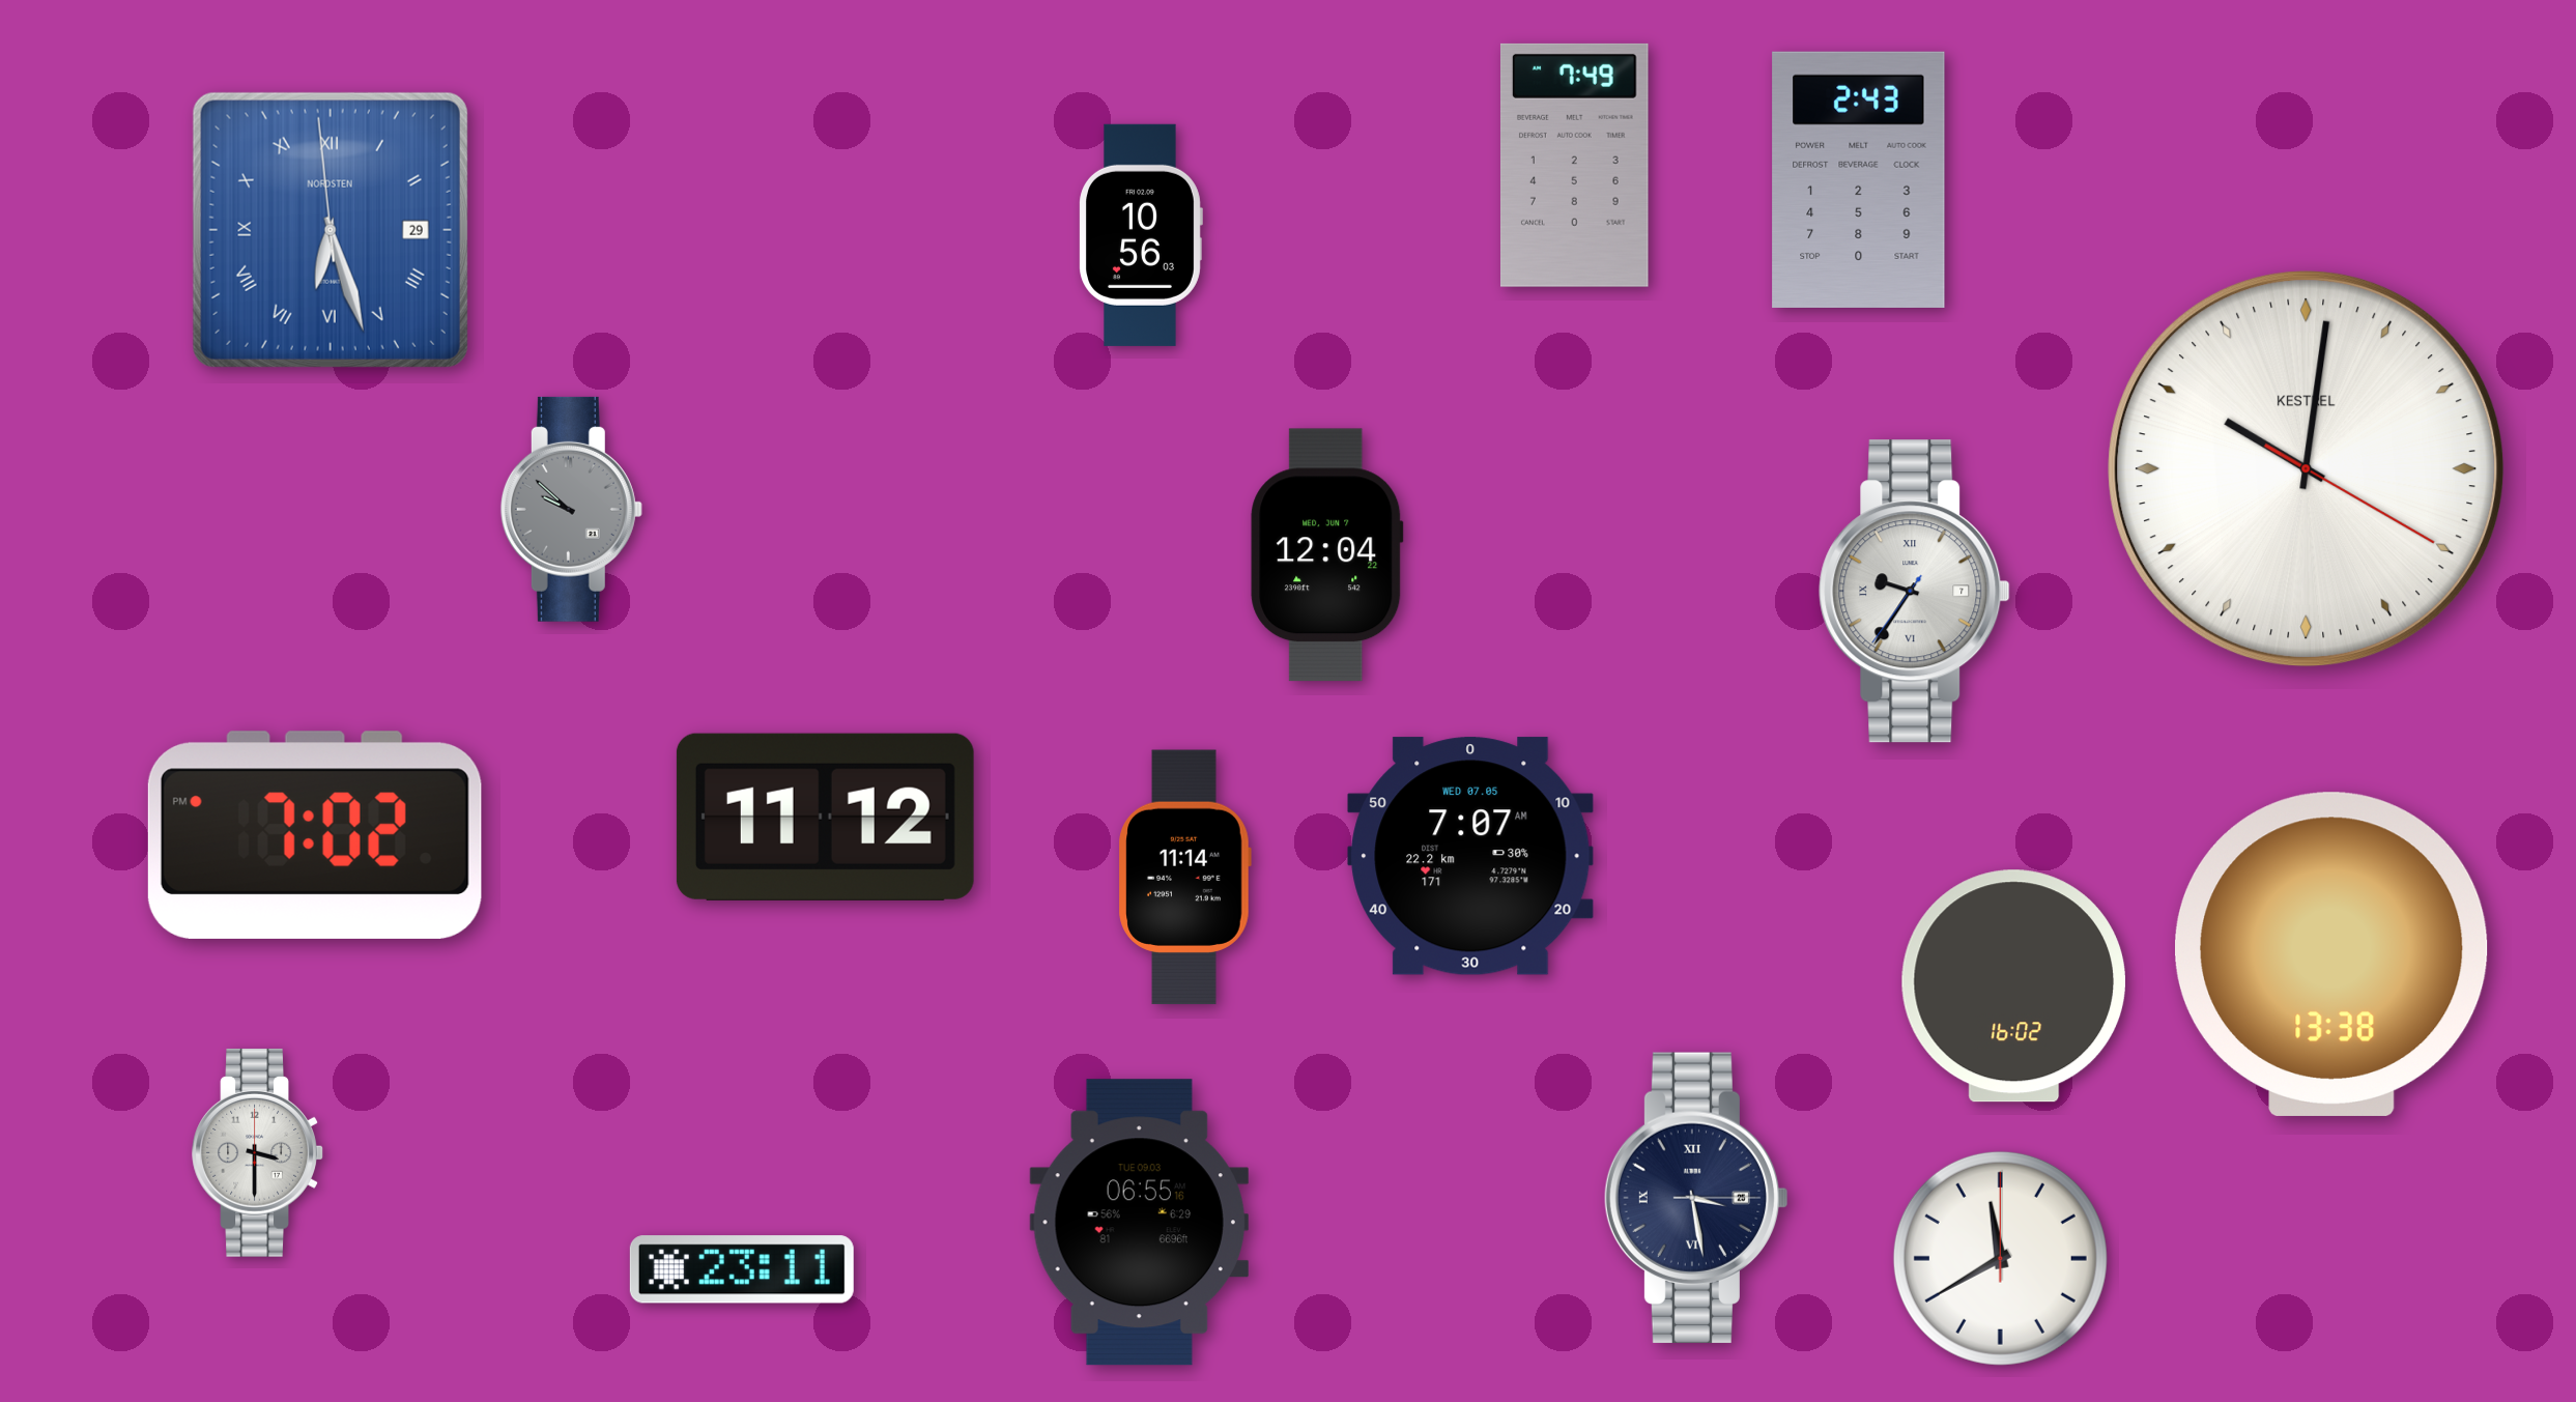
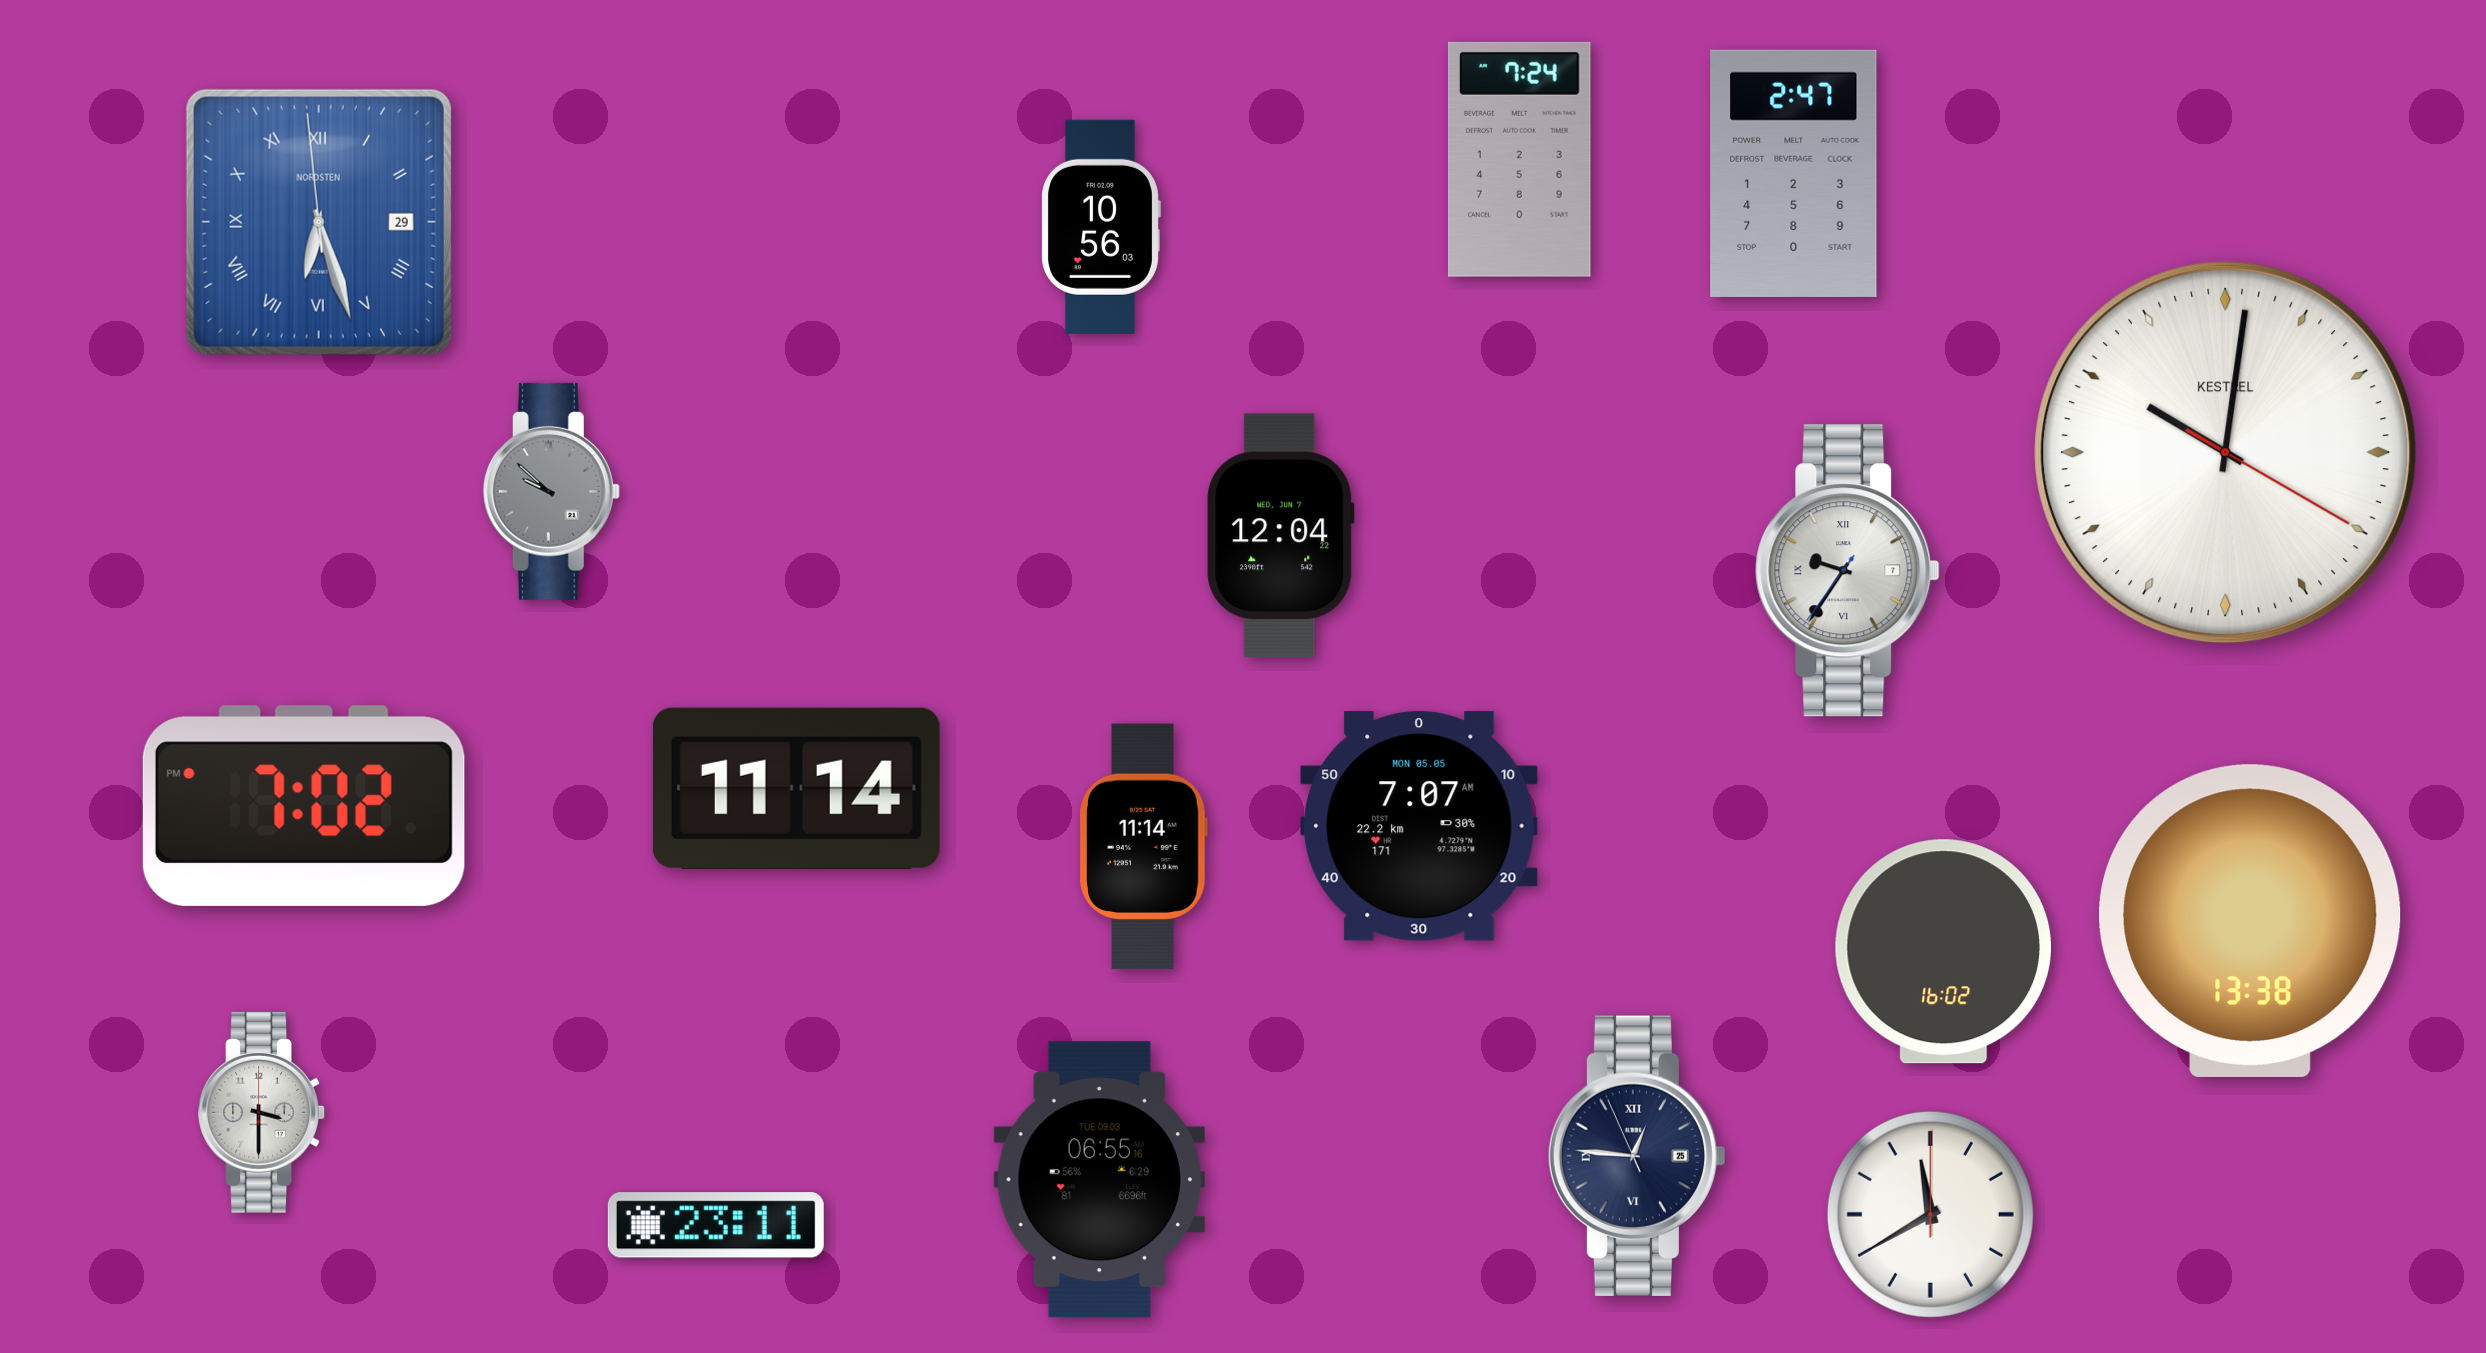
clock at (1574, 165): 7:49 -> 7:24
clock at (1859, 179): 2:43 -> 2:47
clock at (825, 817): 11:12 -> 11:14
clock at (1470, 856) date: WED 07.05 -> MON 05.05
clock at (258, 1152) position: (258, 1152) -> (262, 1112)
clock at (1696, 1198): 3:28 -> 12:45
